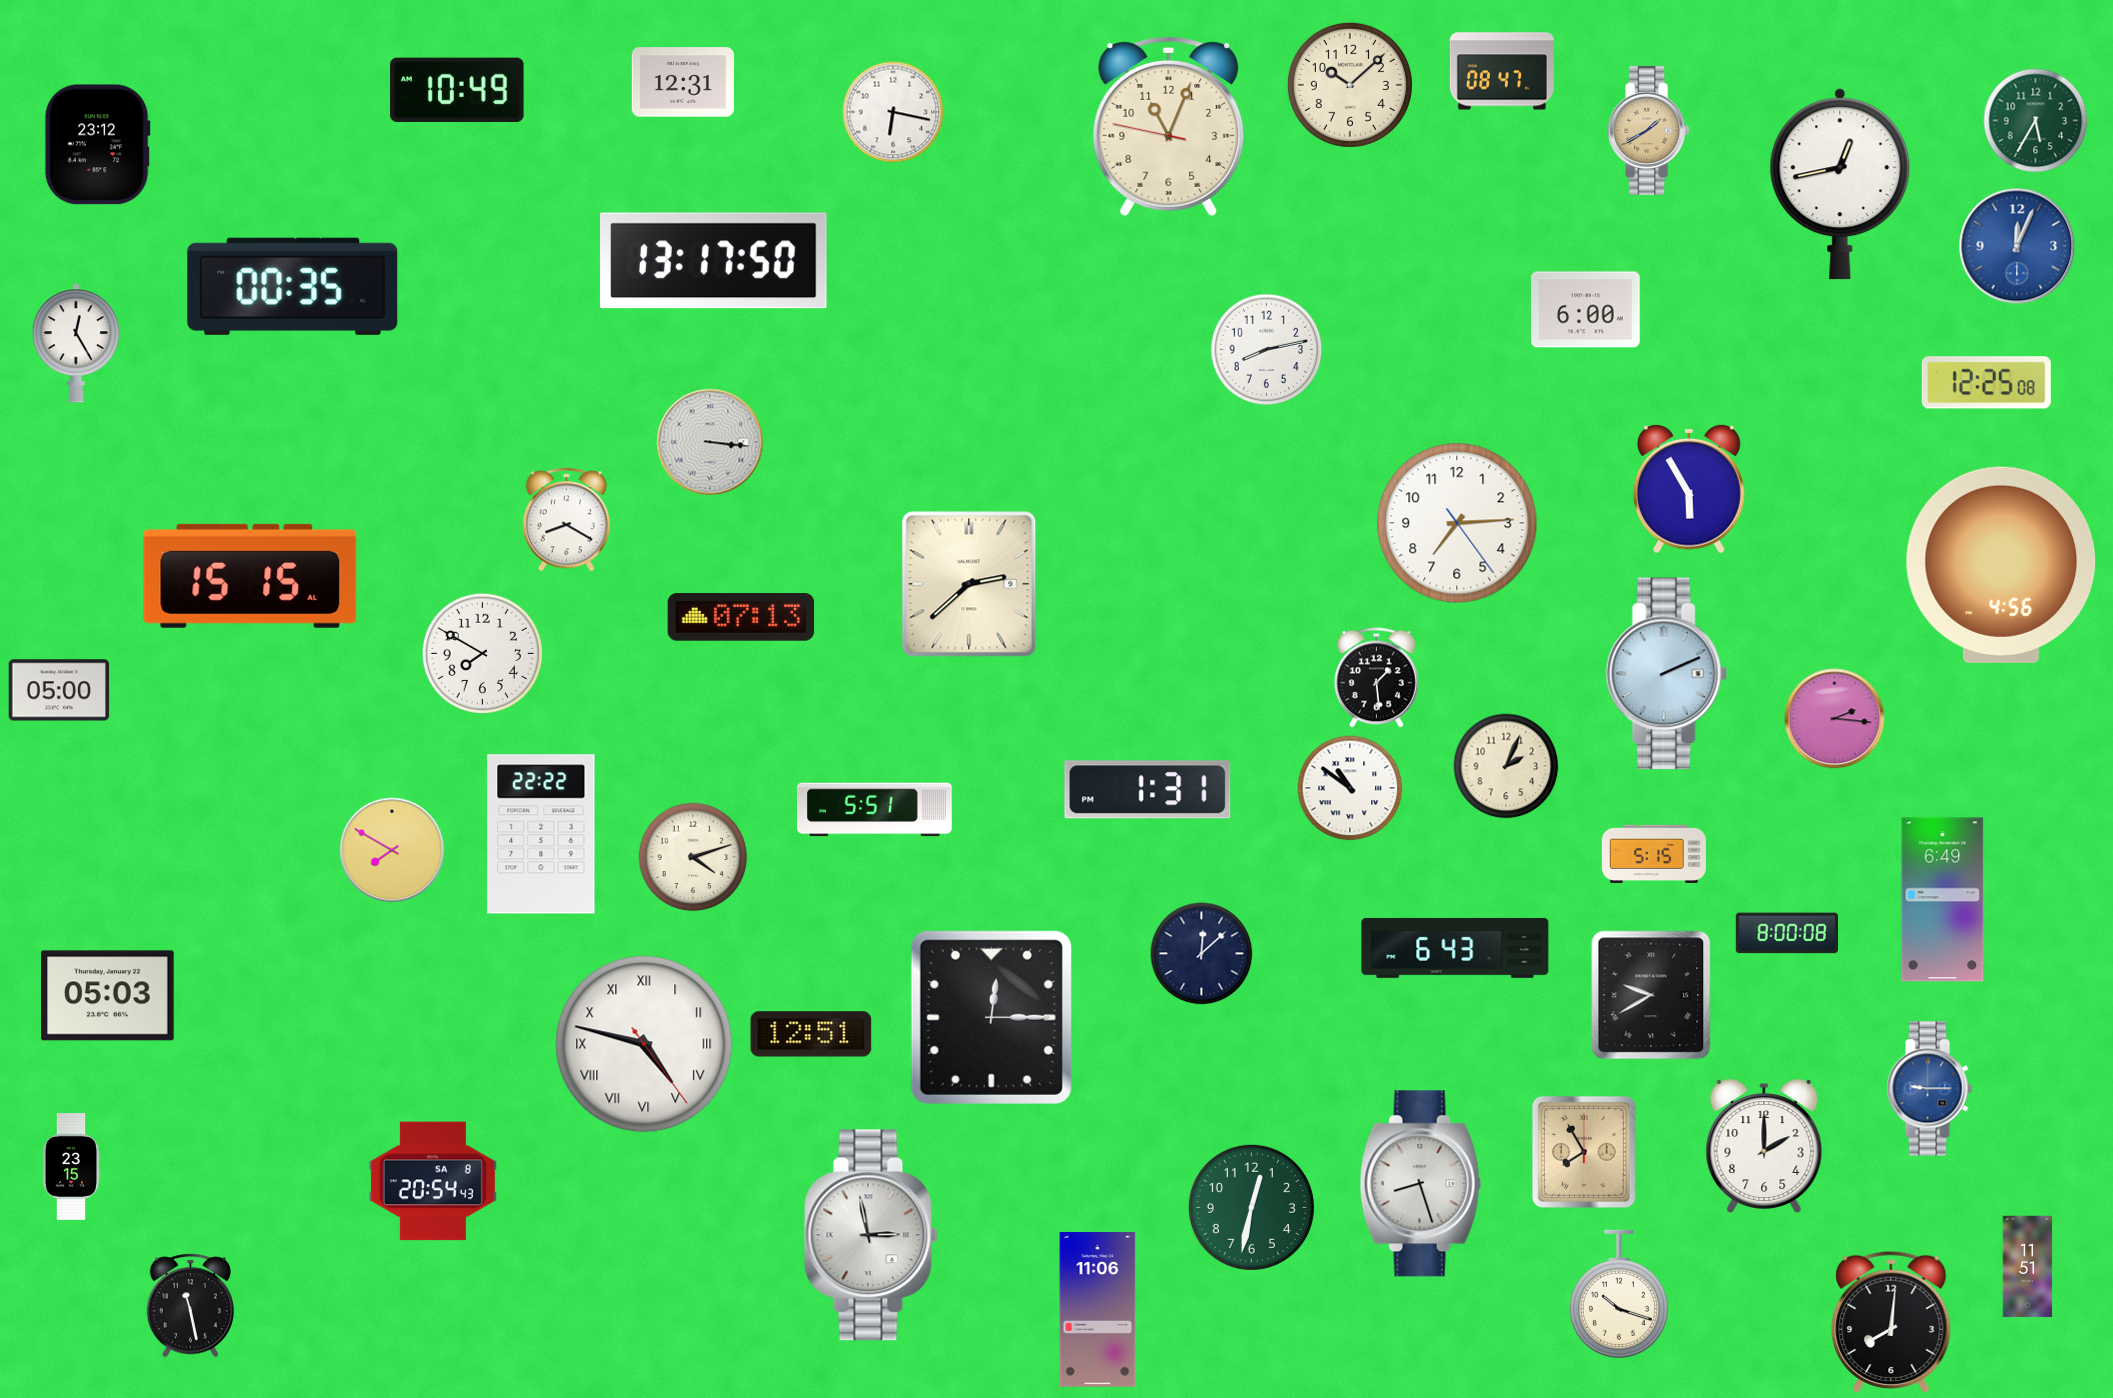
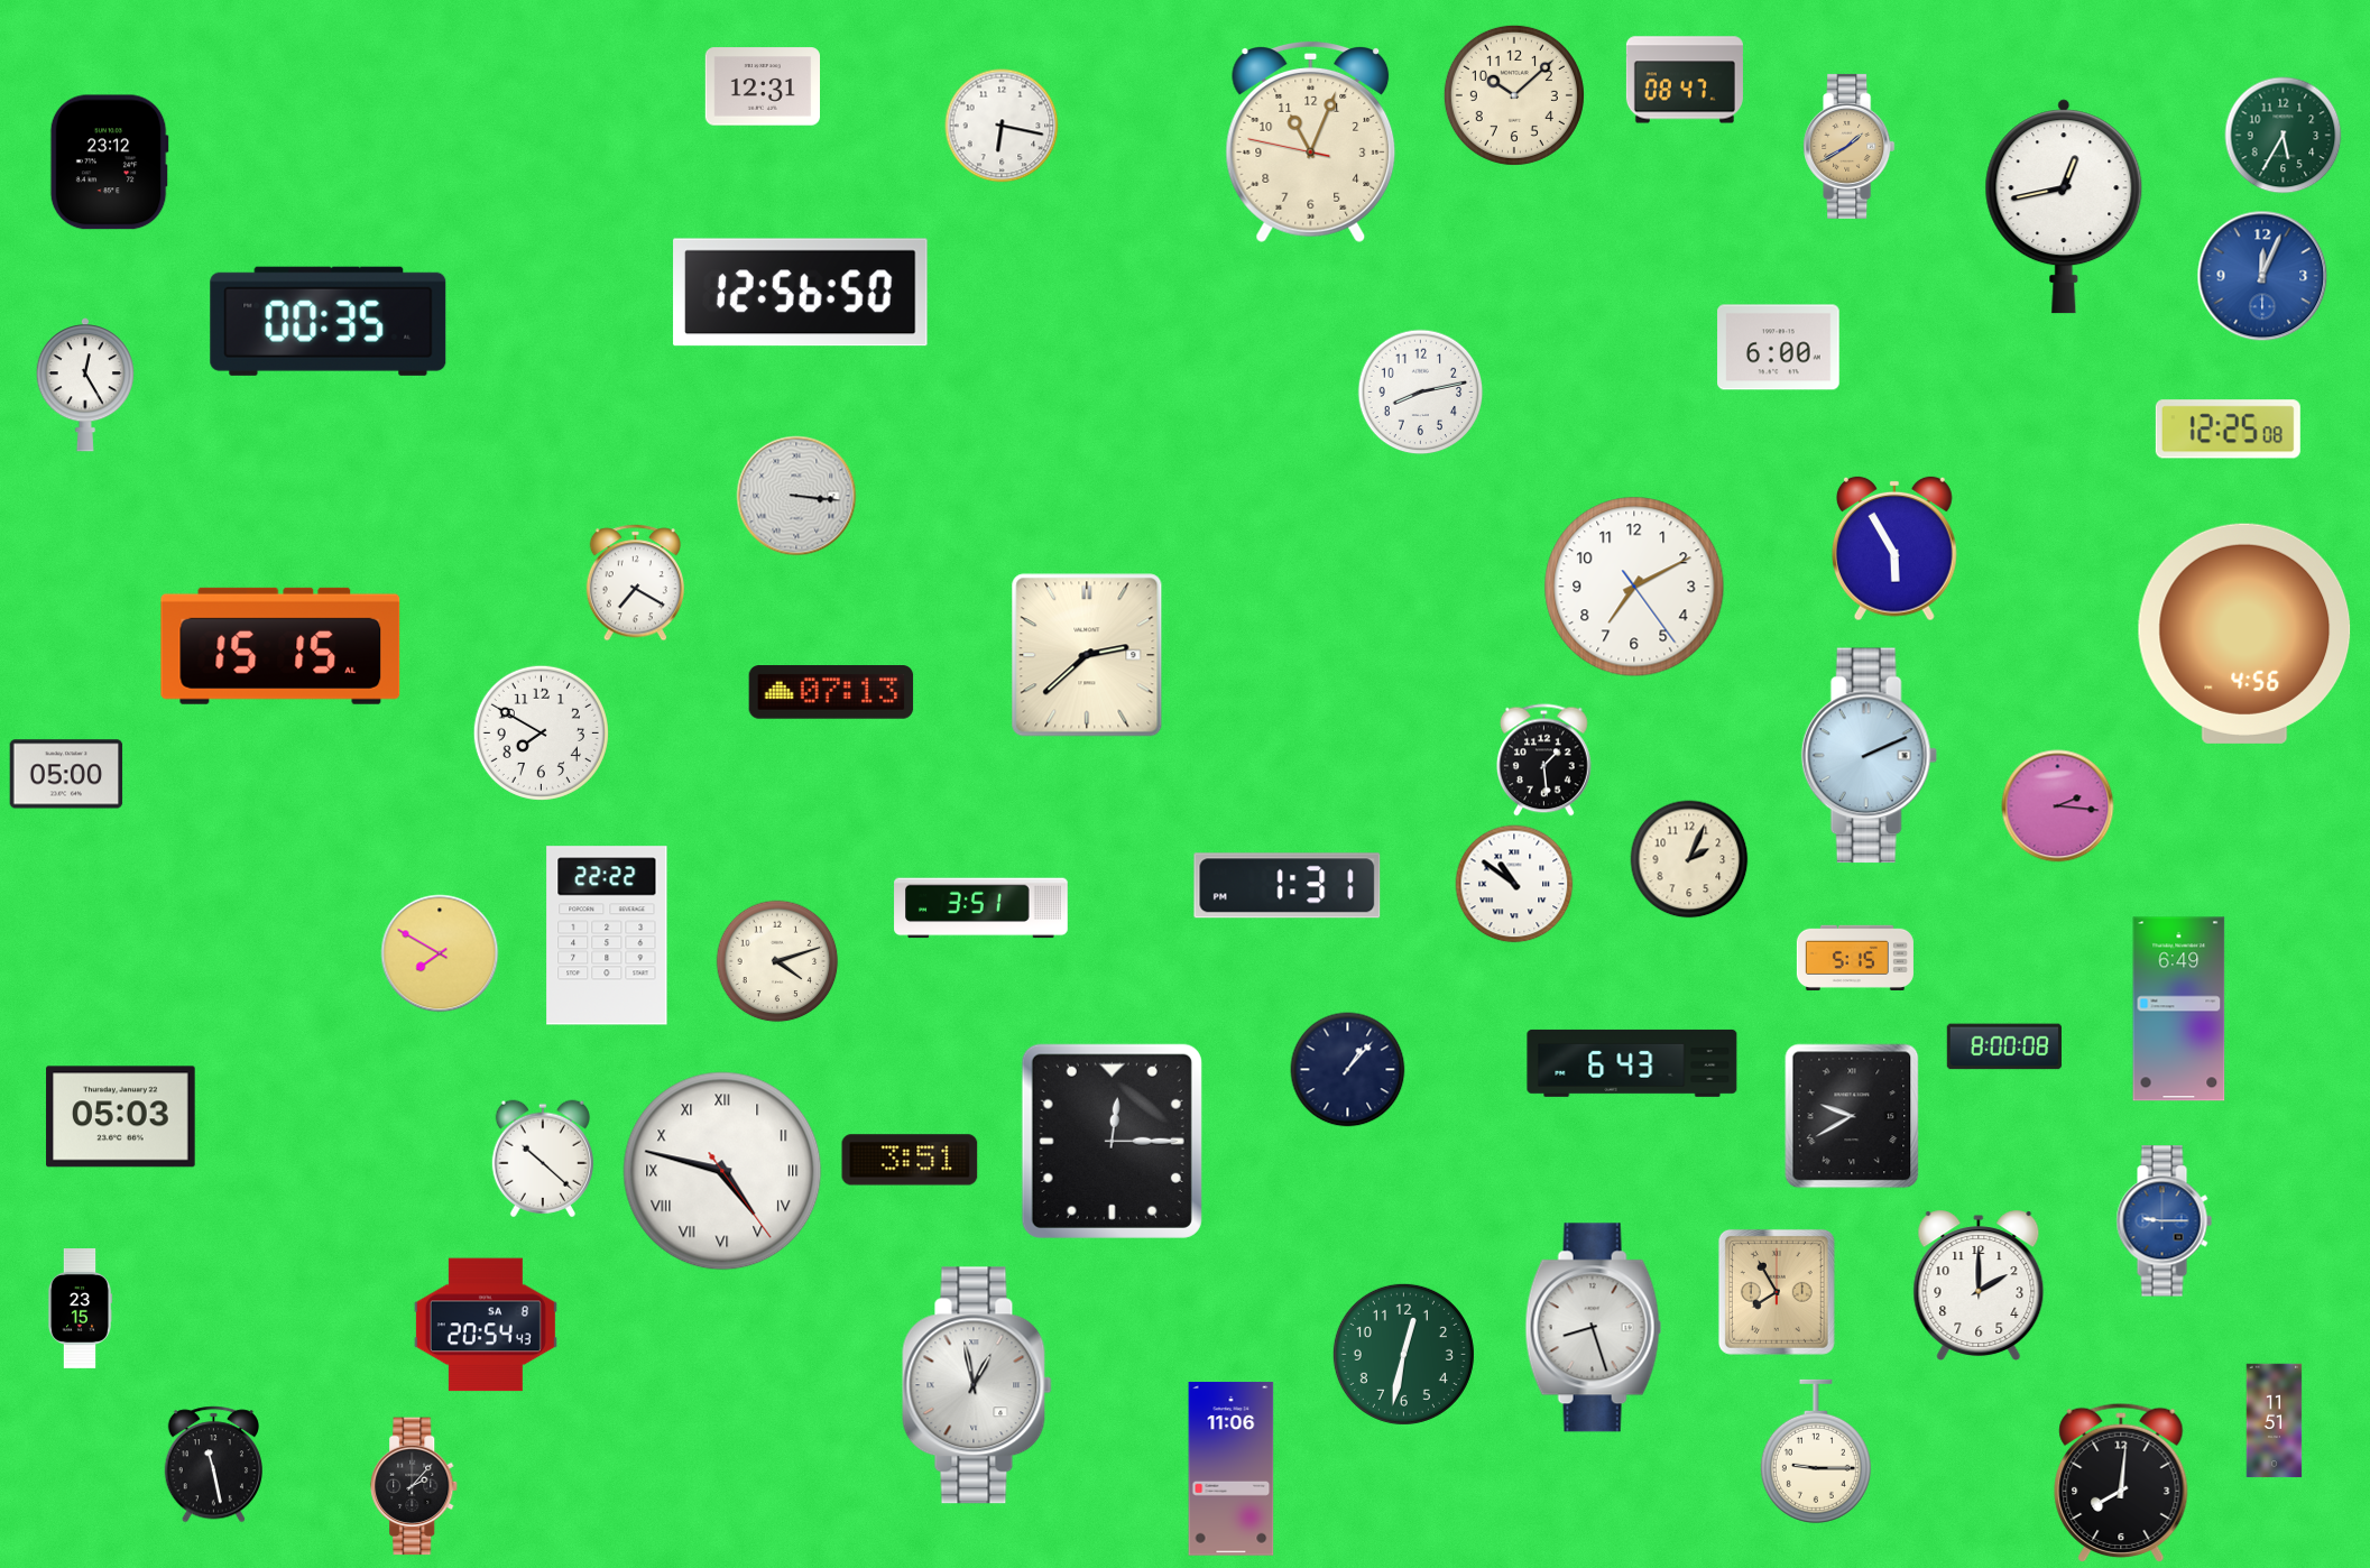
clock at (682, 82) position: (682, 82) -> (762, 86)
clock at (457, 89): 10:49 -> none
clock at (714, 261): 13:17 -> 12:56
clock at (566, 520): 8:20 -> 7:20
clock at (1457, 523): 7:14 -> 7:10
clock at (875, 810): 5:51 -> 3:51
clock at (1202, 954): 12:08 -> 1:07
clock at (543, 1159): none -> 10:22
clock at (811, 1034): 12:51 -> 3:51
clock at (871, 1235): 2:58 -> 12:58
clock at (1619, 1294): 10:18 -> 9:15
clock at (415, 1486): none -> 2:07
